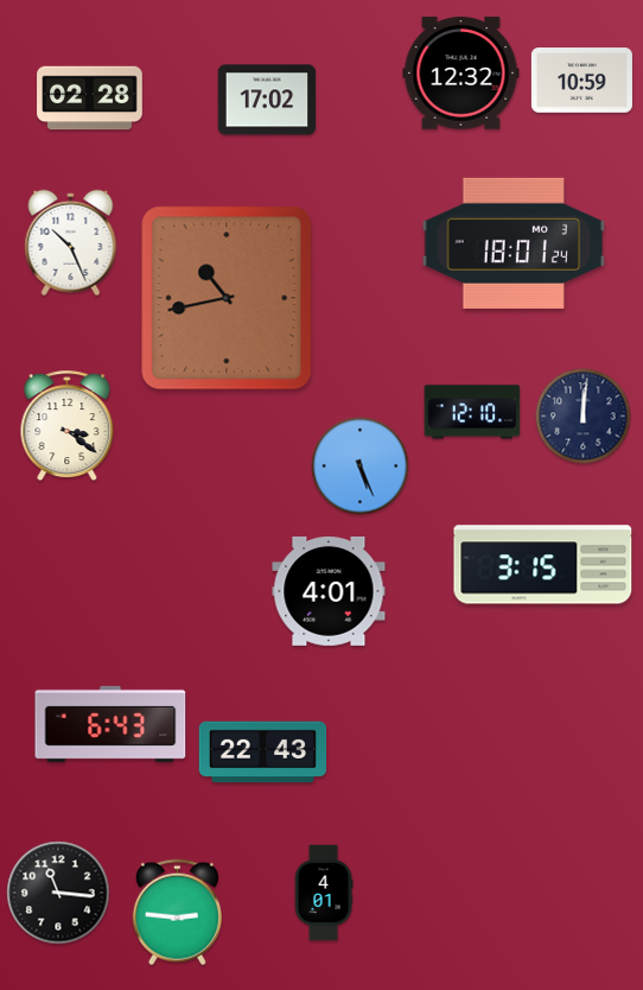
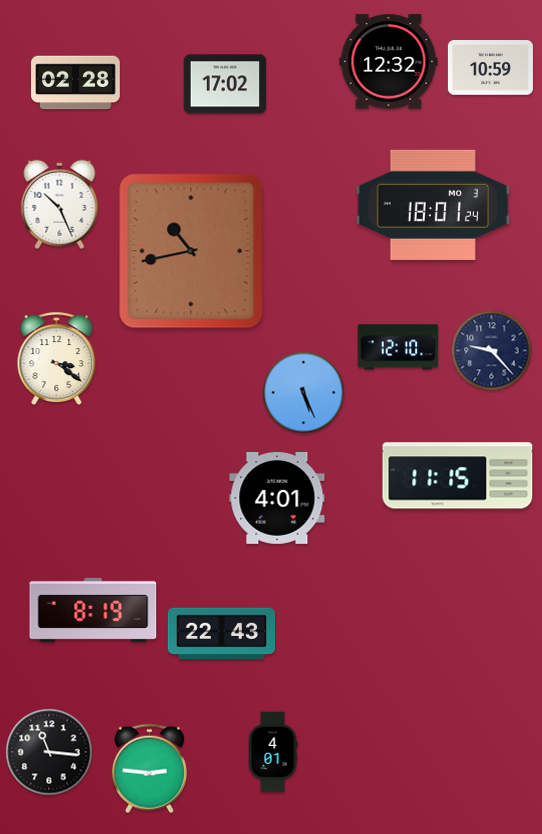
clock at (584, 417): 12:01 -> 9:23
clock at (543, 565): 3:15 -> 11:15
clock at (110, 724): 6:43 -> 8:19
